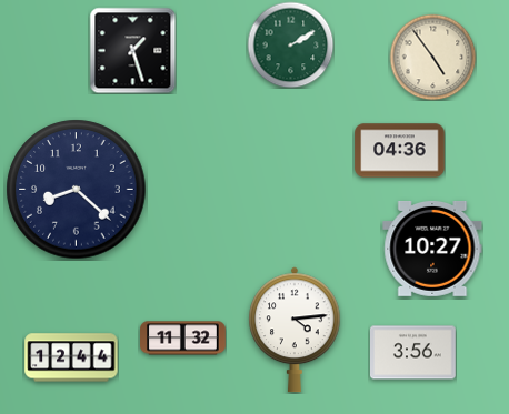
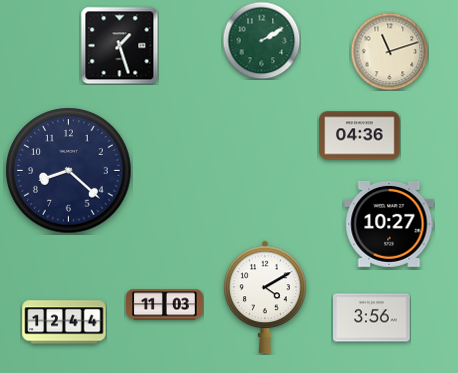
clock at (432, 57): 4:54 -> 11:12
clock at (295, 330): 4:14 -> 4:10
clock at (183, 339): 11:32 -> 11:03
